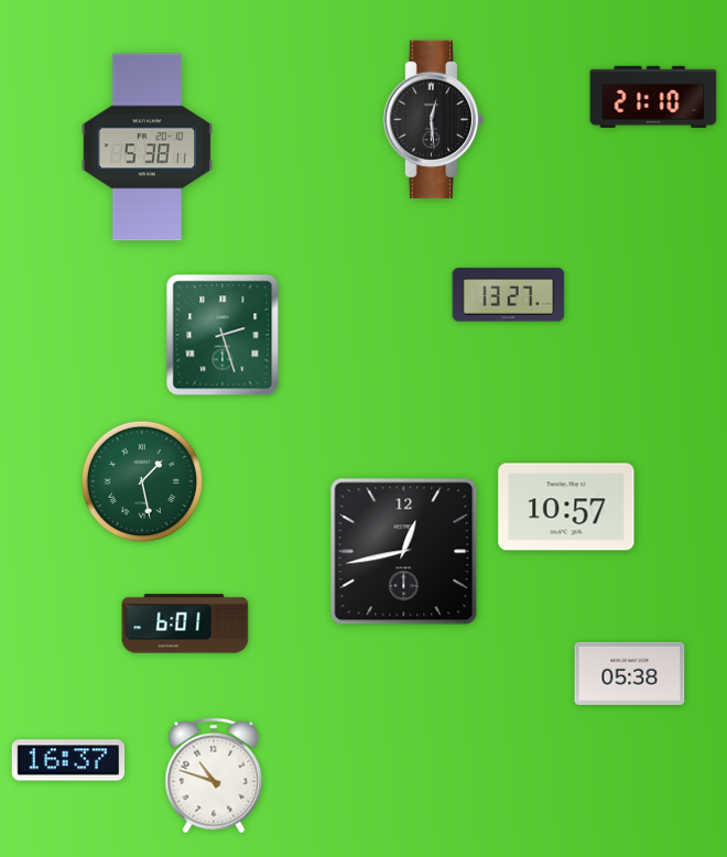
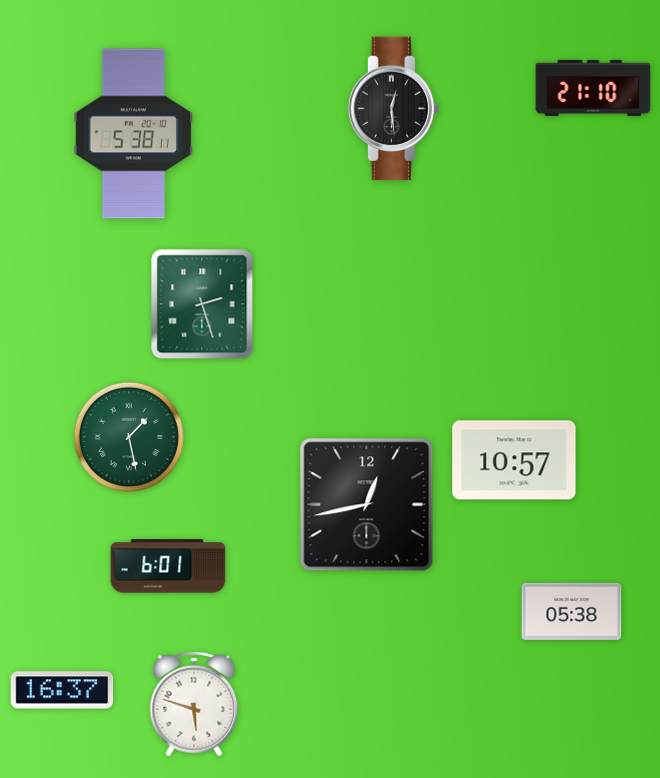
clock at (509, 295): 13:27 -> none
clock at (404, 552) position: (404, 552) -> (367, 505)
clock at (214, 775): 10:48 -> 5:48
